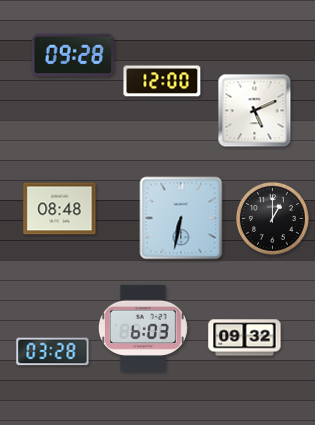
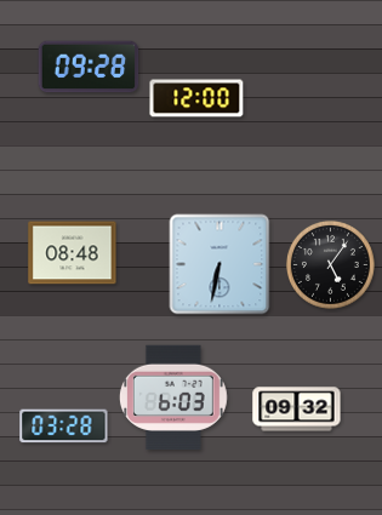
clock at (255, 111): 5:11 -> none
clock at (272, 218): 1:00 -> 5:06
